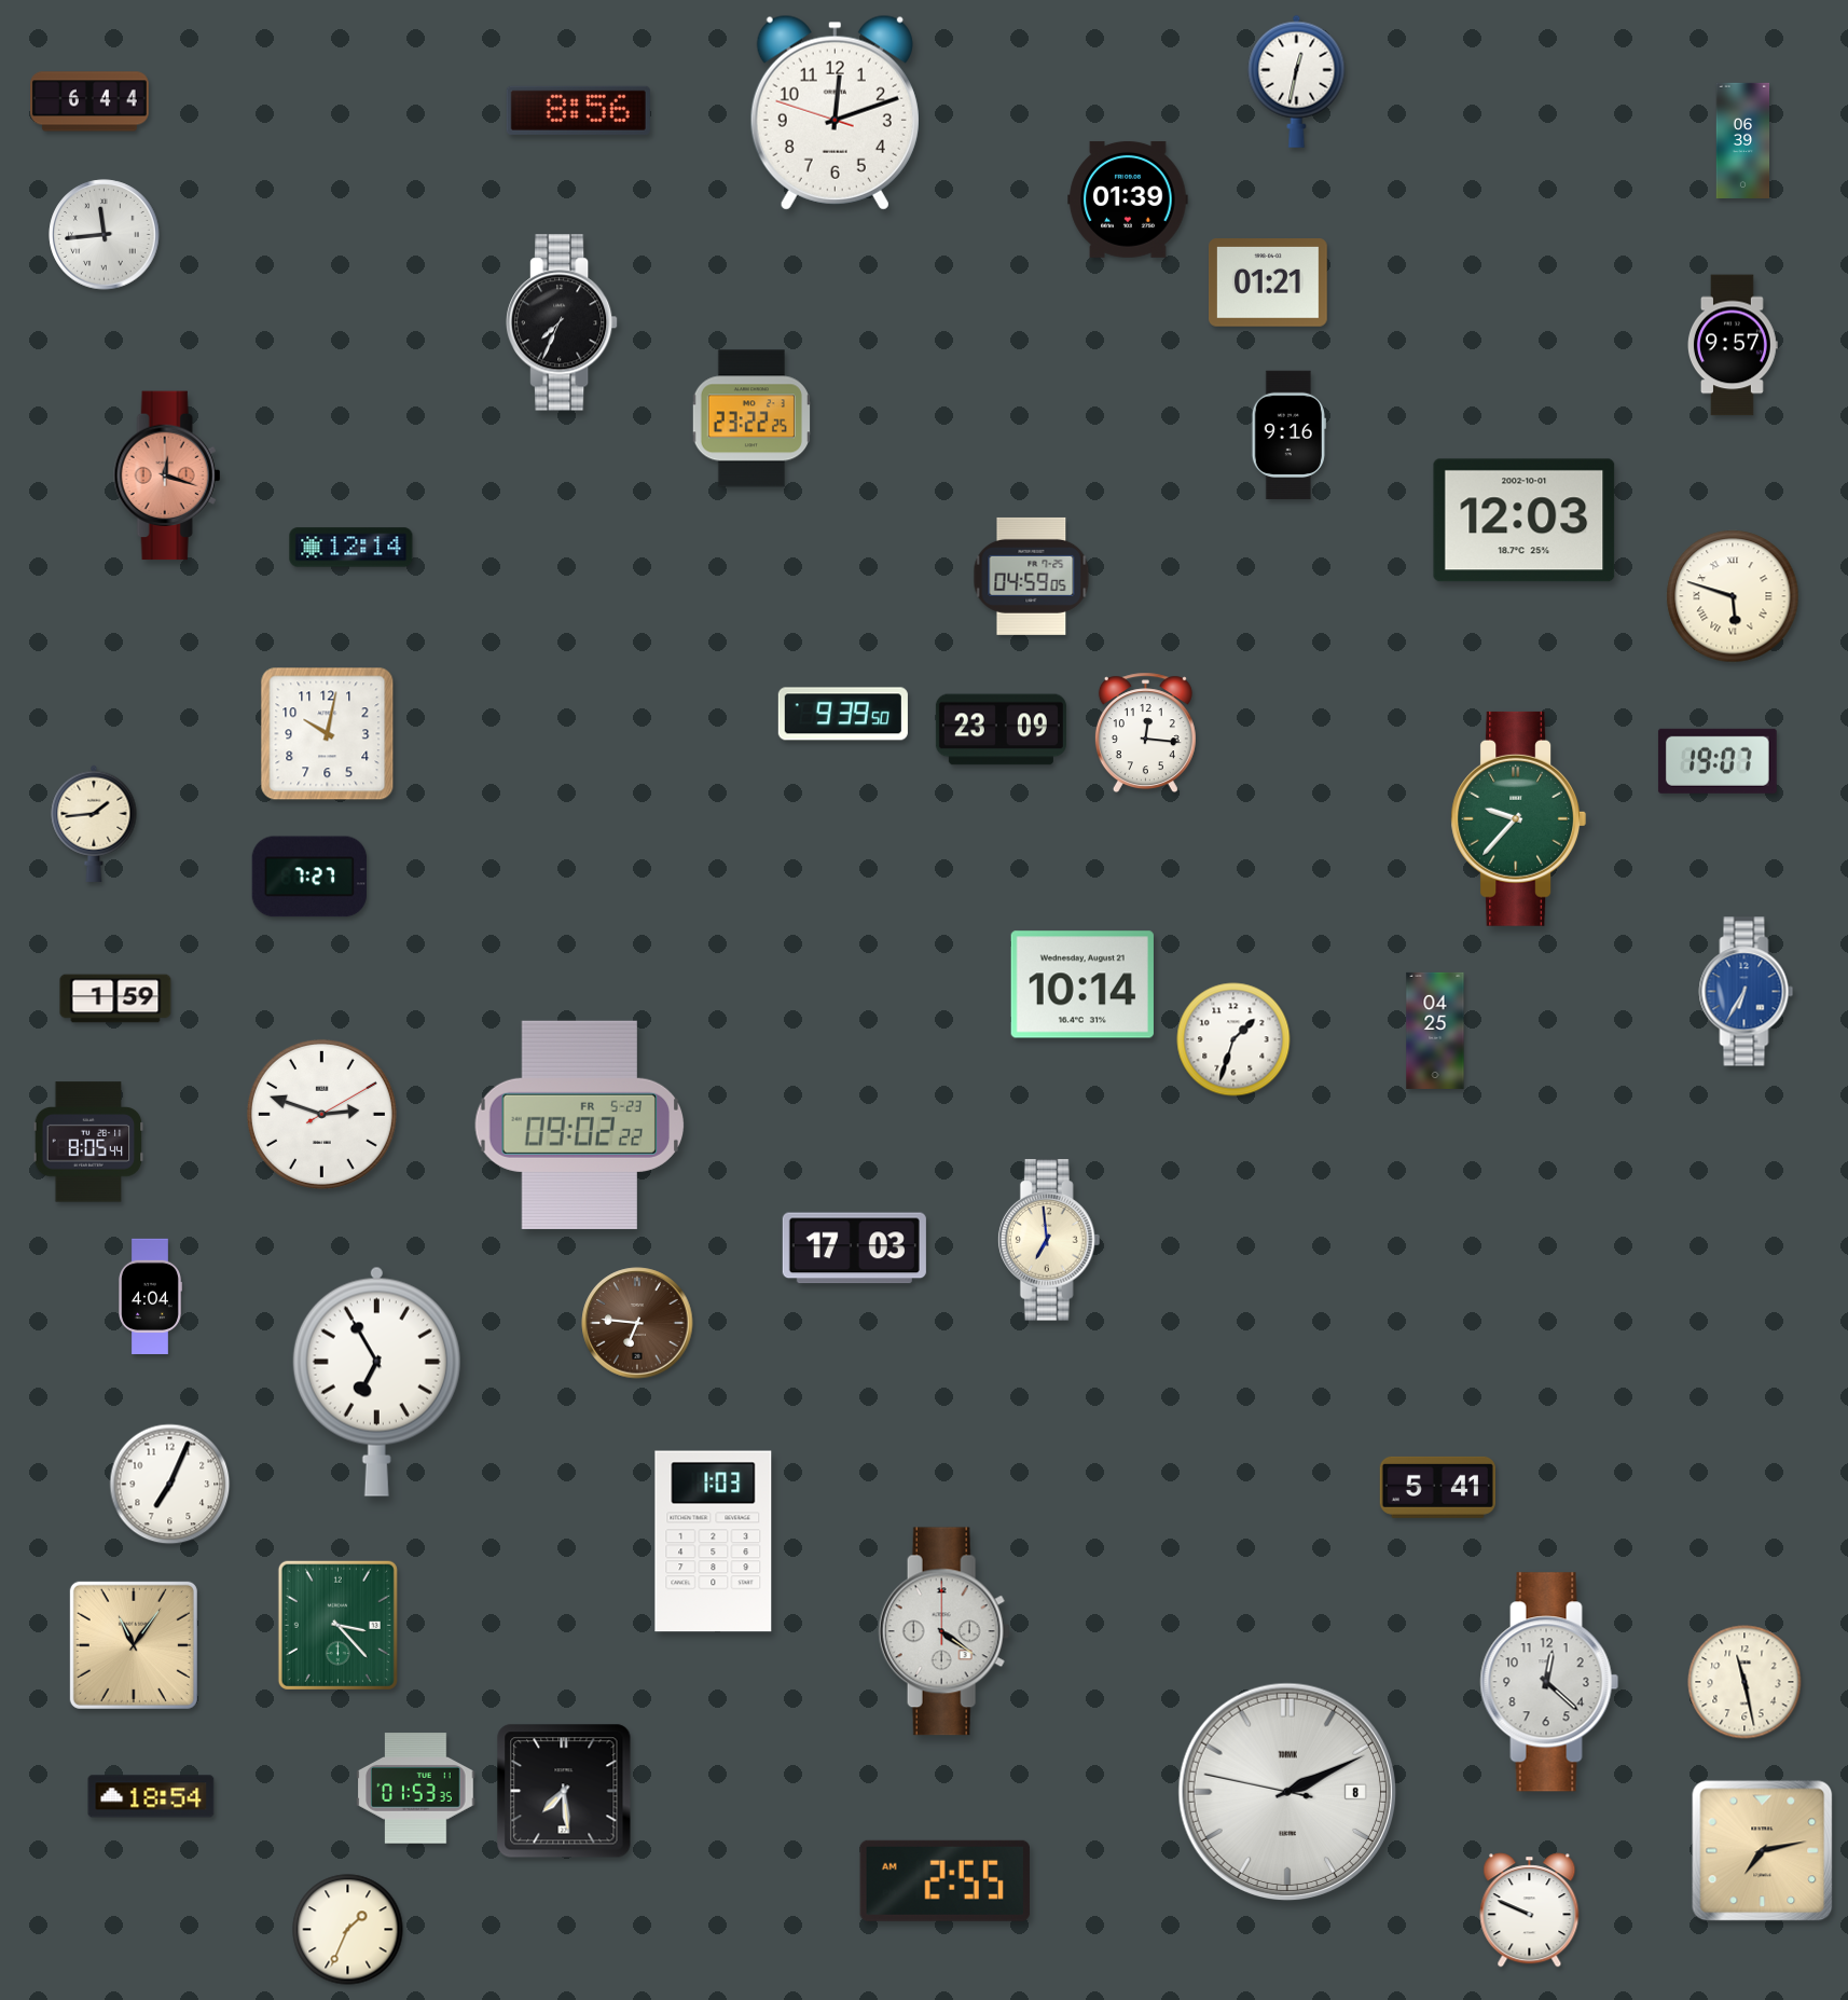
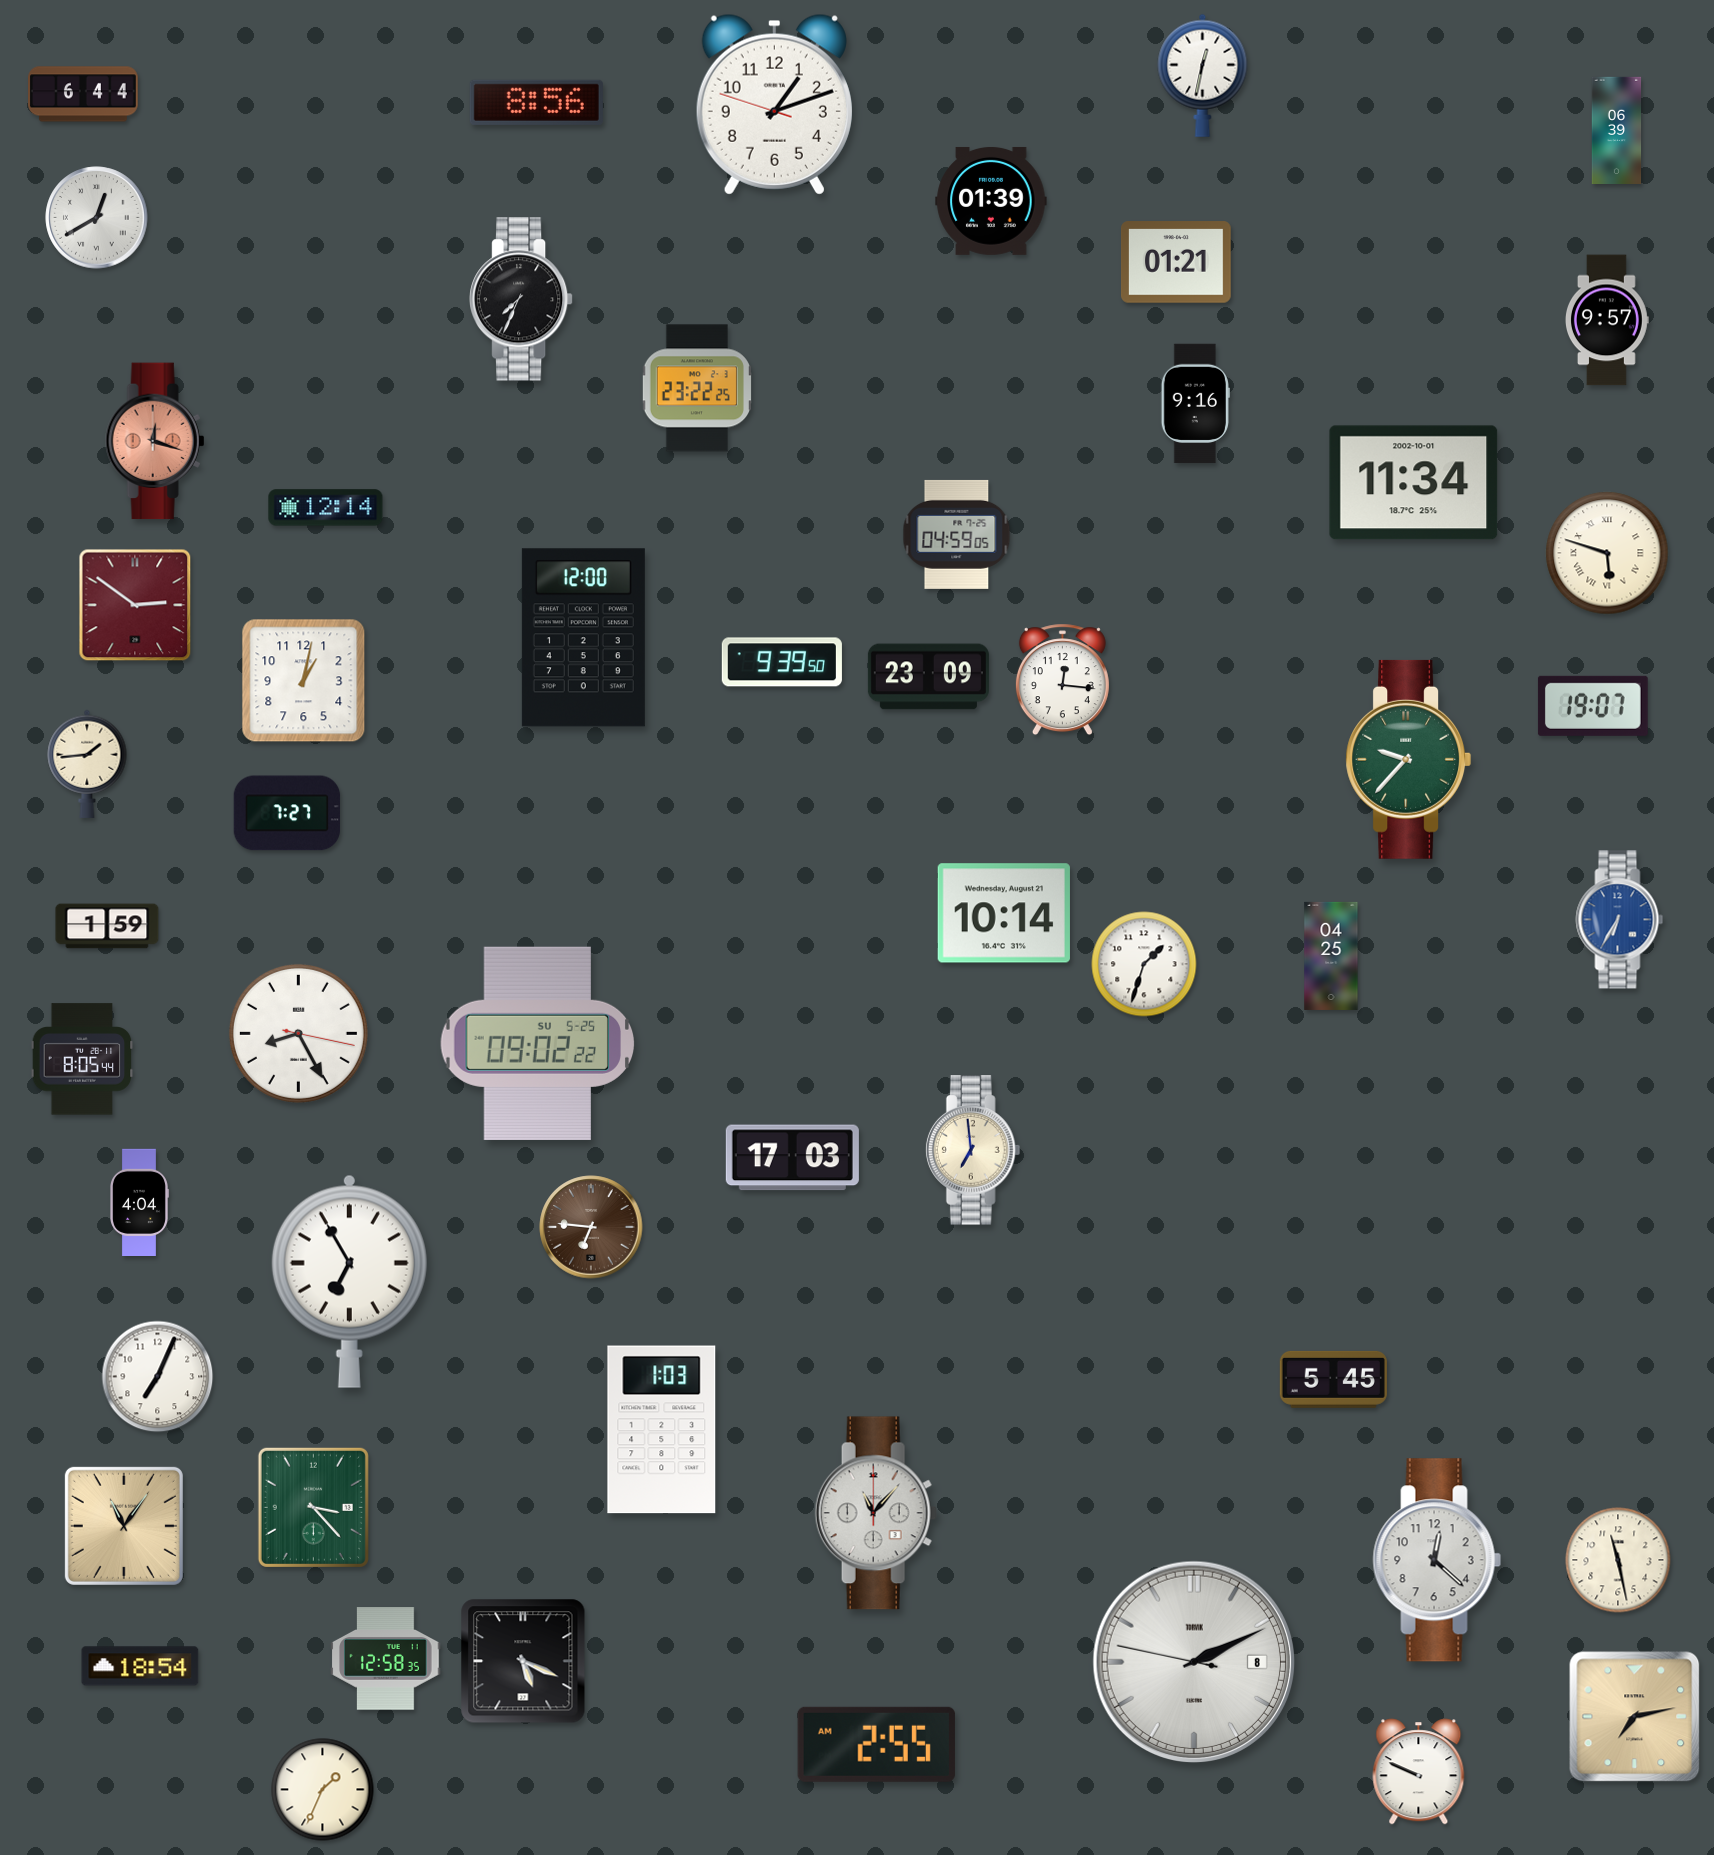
clock at (835, 112): 12:11 -> 1:11
clock at (1128, 199) position: (1128, 199) -> (991, 201)
clock at (105, 235): 11:44 -> 12:40
clock at (1525, 521): 12:03 -> 11:34
clock at (135, 605): none -> 2:51
clock at (583, 638): none -> 12:00
clock at (328, 734): 10:02 -> 1:02
clock at (321, 1114): 2:48 -> 8:25
clock at (580, 1125) date: FR 5-23 -> SU 5-25
clock at (1437, 1487): 5:41 -> 5:45
clock at (944, 1631): 4:21 -> 11:07
clock at (416, 1789): 01:53 -> 12:58
clock at (564, 1791): 7:29 -> 5:19
